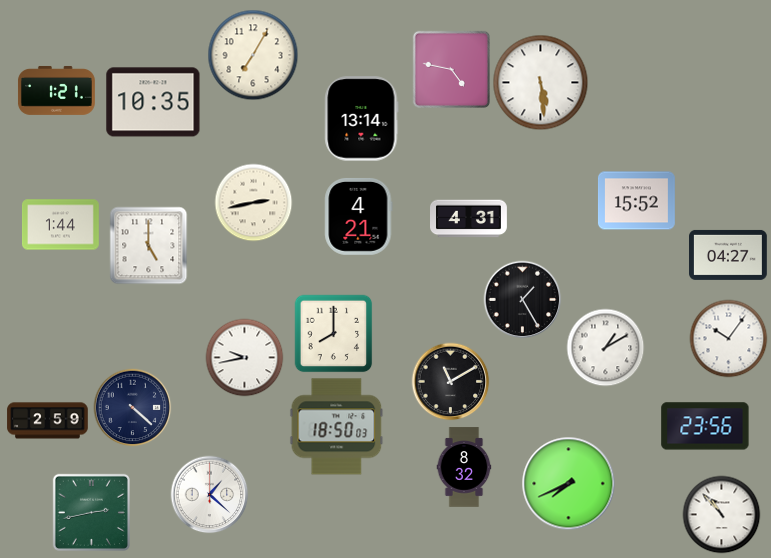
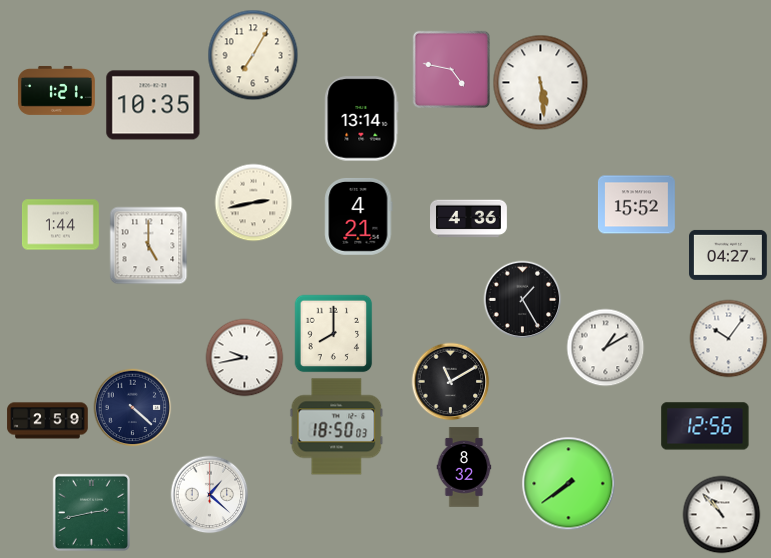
clock at (153, 102) position: (153, 102) -> (153, 105)
clock at (636, 201) position: (636, 201) -> (636, 205)
clock at (469, 219): 4:31 -> 4:36
clock at (705, 426): 23:56 -> 12:56
clock at (568, 483): 7:41 -> 7:39
